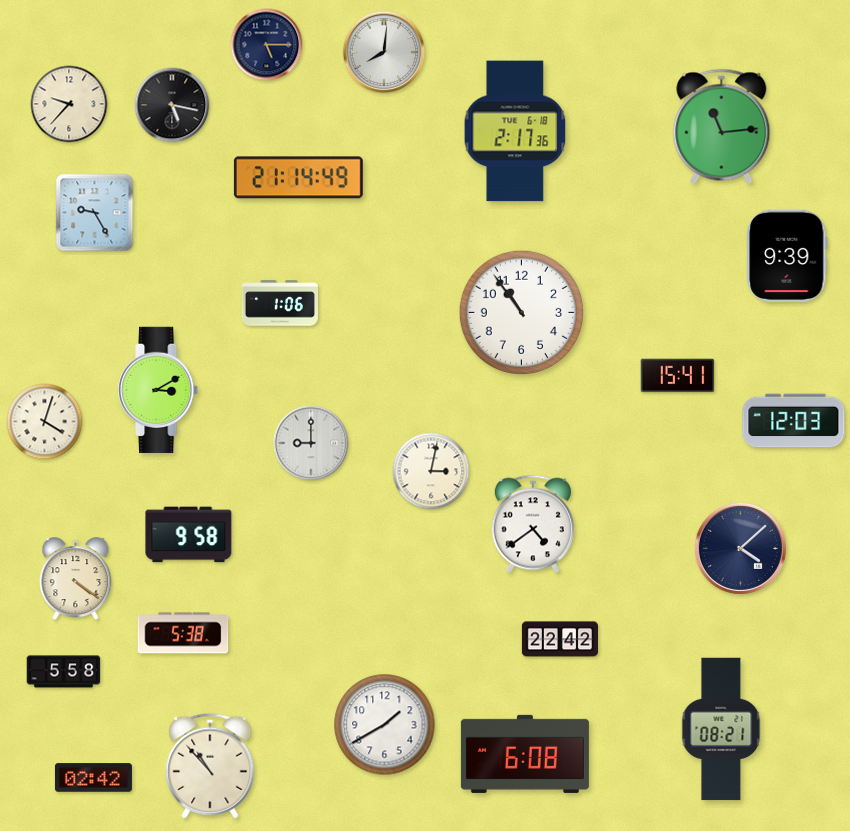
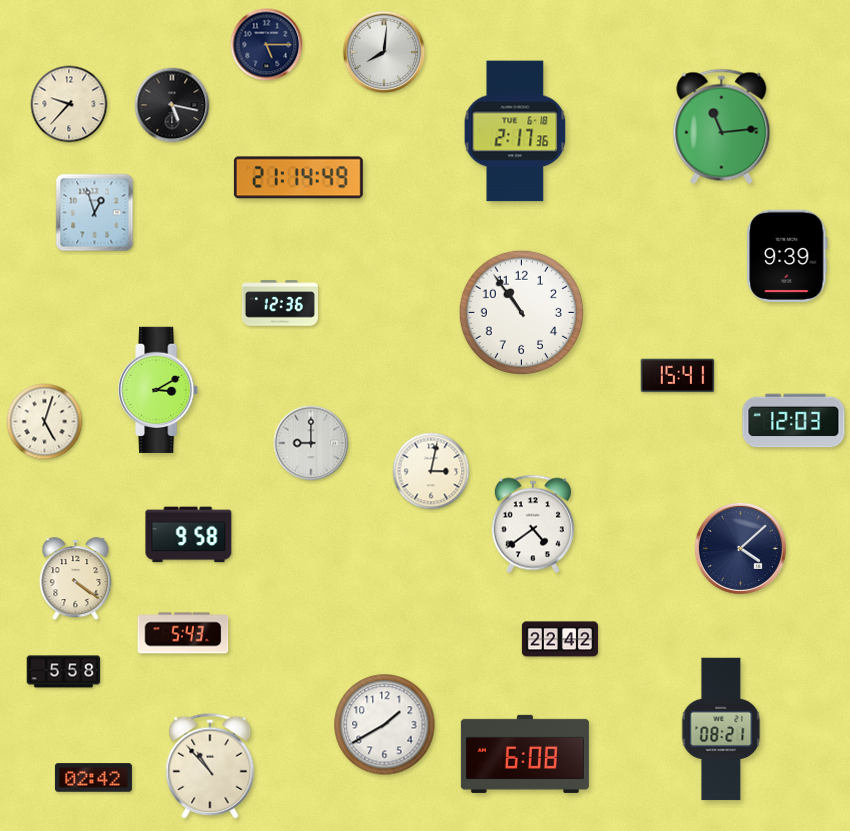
clock at (95, 213): 9:25 -> 12:57
clock at (280, 303): 1:06 -> 12:36
clock at (45, 422): 4:03 -> 5:03
clock at (183, 633): 5:38 -> 5:43
